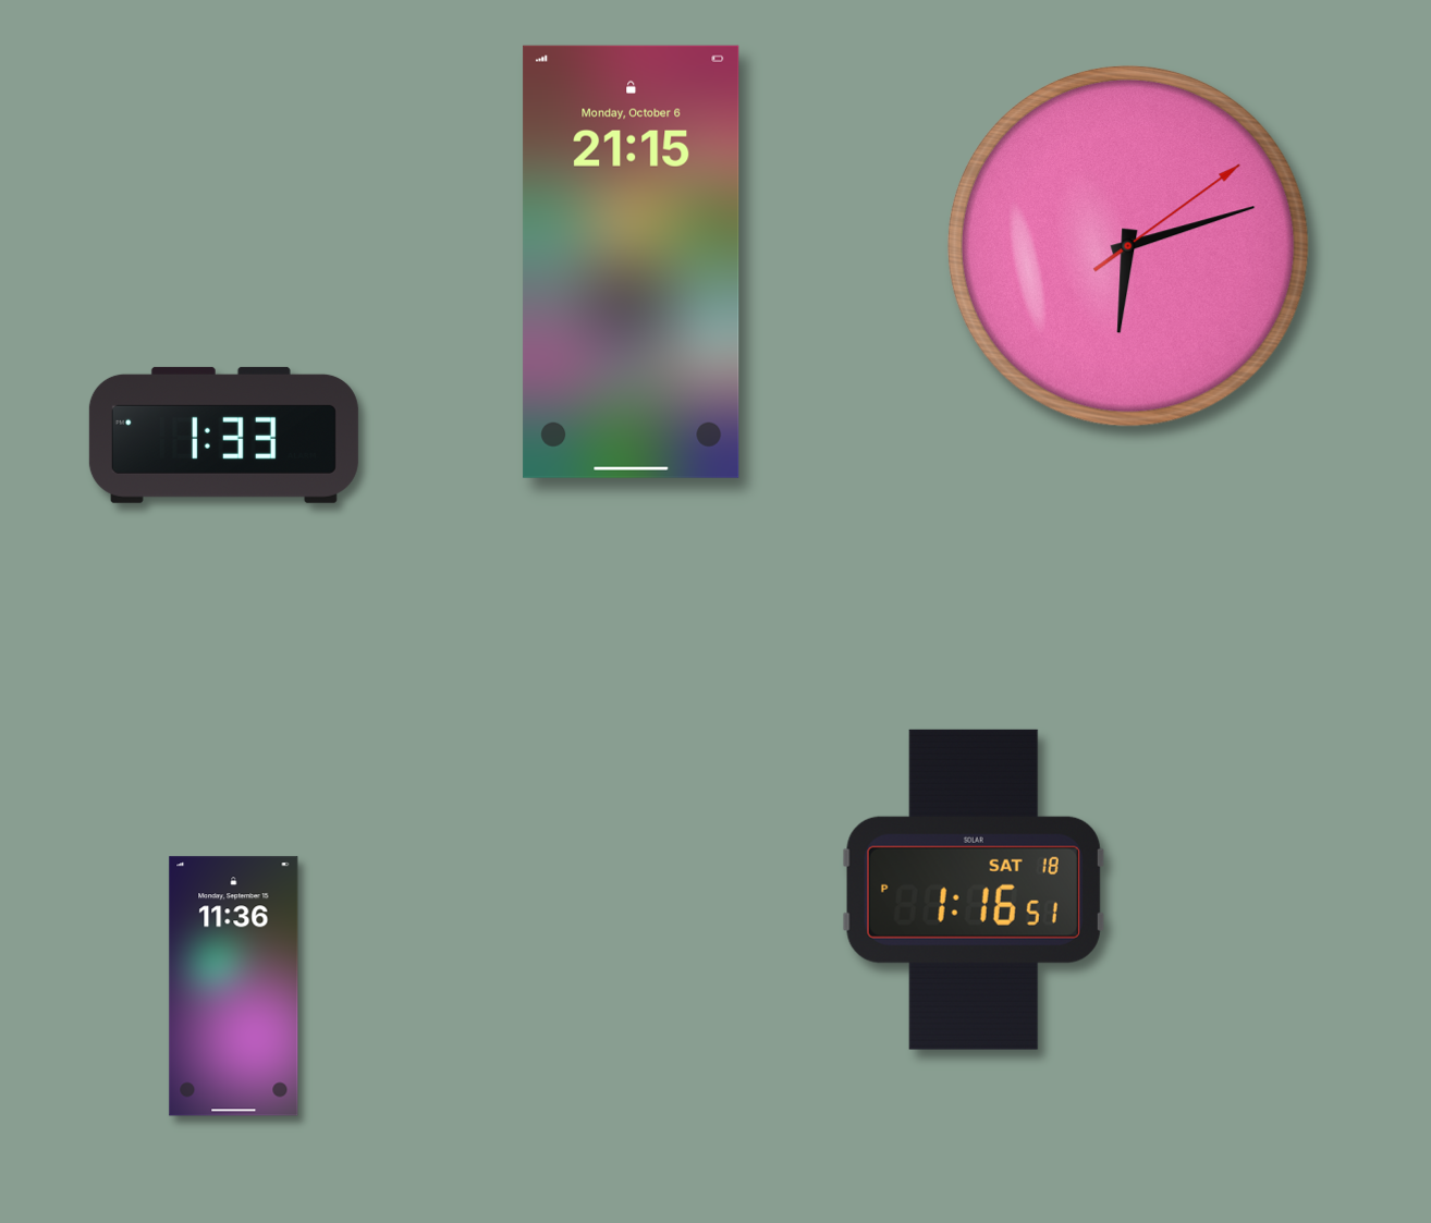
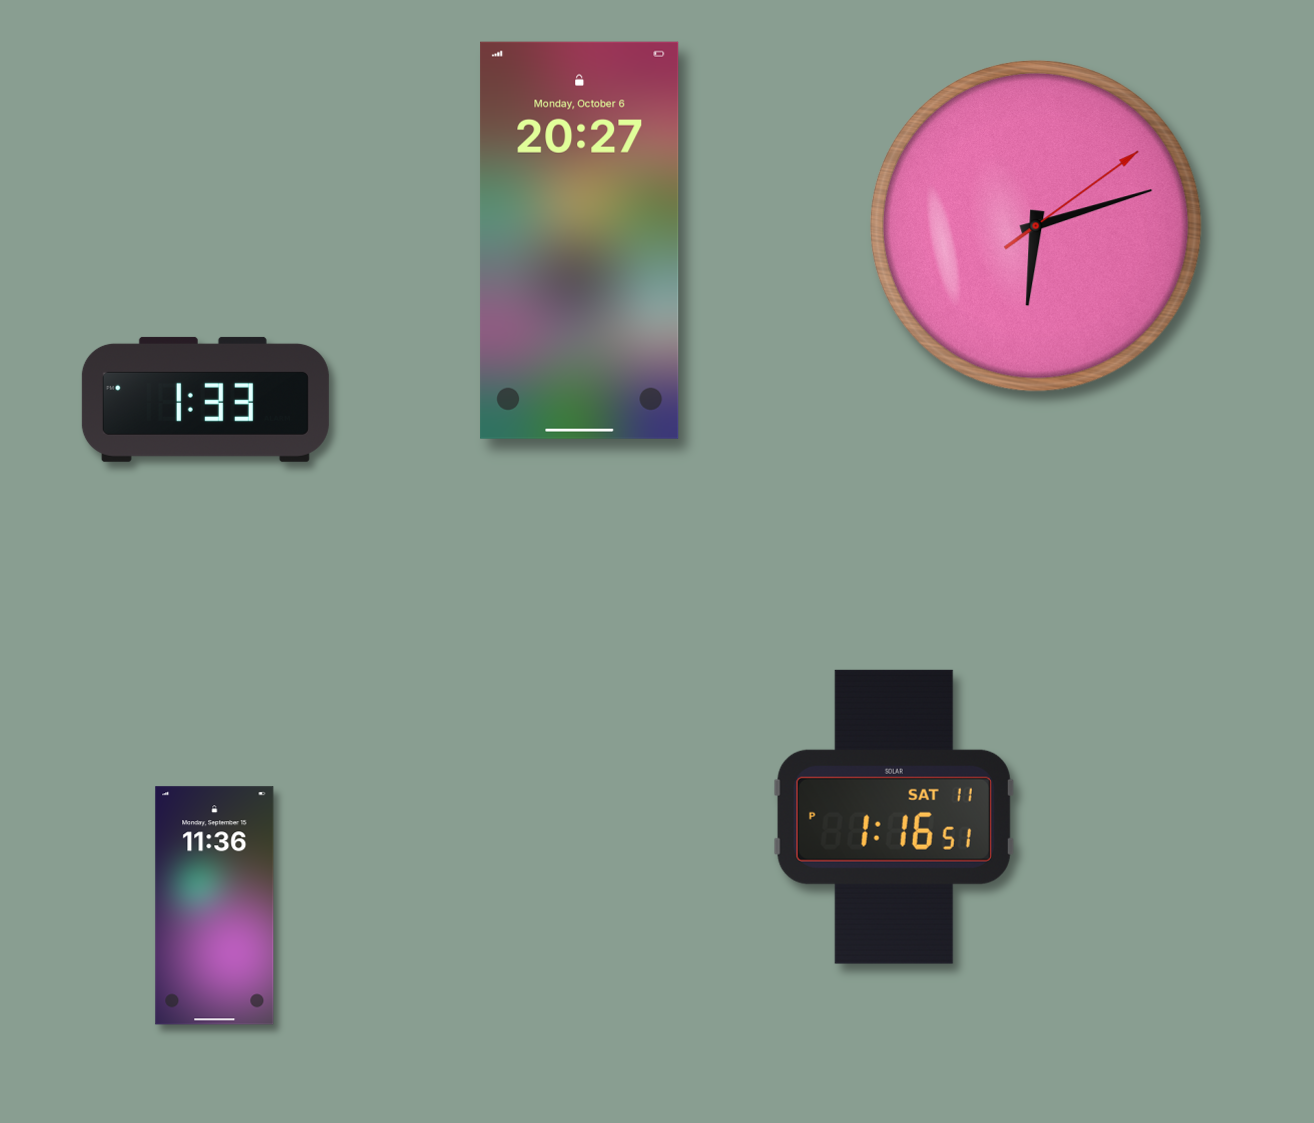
clock at (632, 261): 21:15 -> 20:27
clock at (974, 890) date: SAT 18 -> SAT 11
